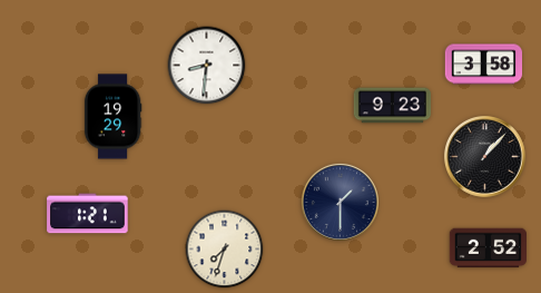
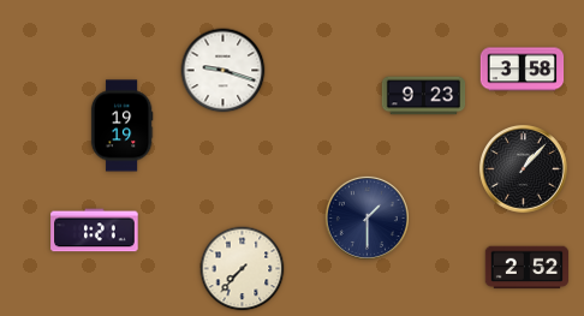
clock at (207, 66): 8:31 -> 9:18
clock at (393, 106) position: (393, 106) -> (424, 96)
clock at (112, 117): 19:29 -> 19:19
clock at (225, 250): 7:33 -> 7:37
